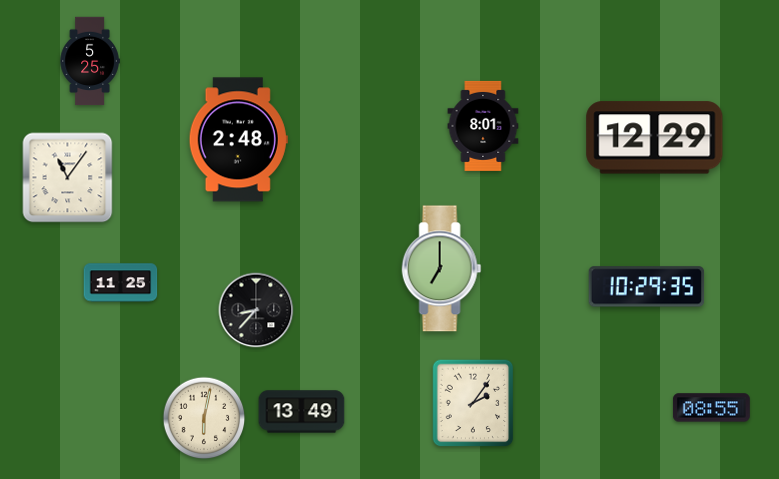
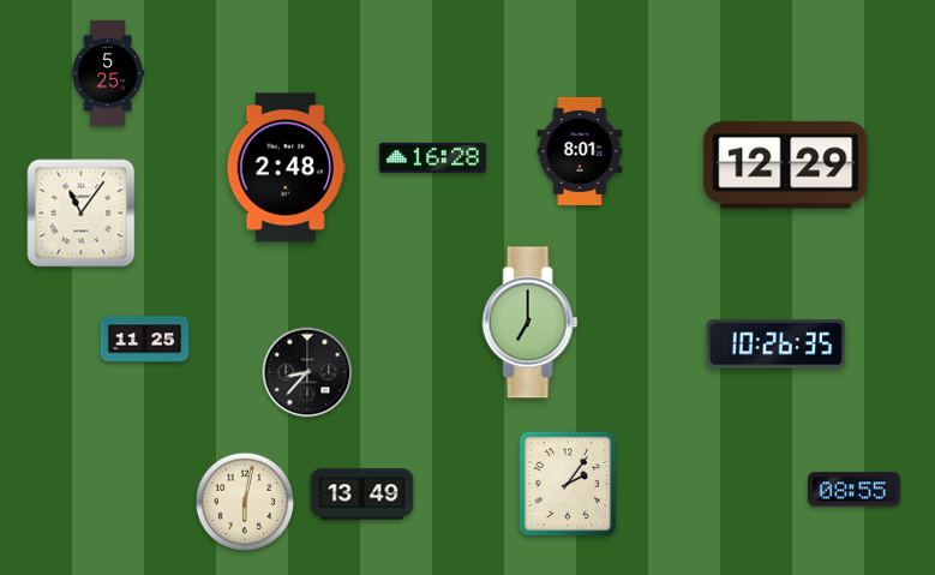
clock at (432, 157): none -> 16:28
clock at (647, 287): 10:29 -> 10:26
